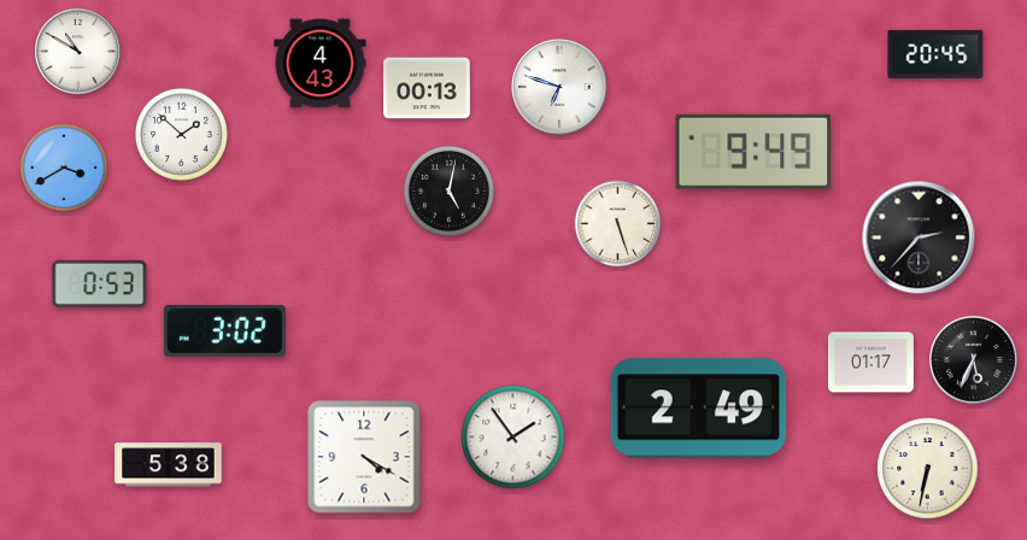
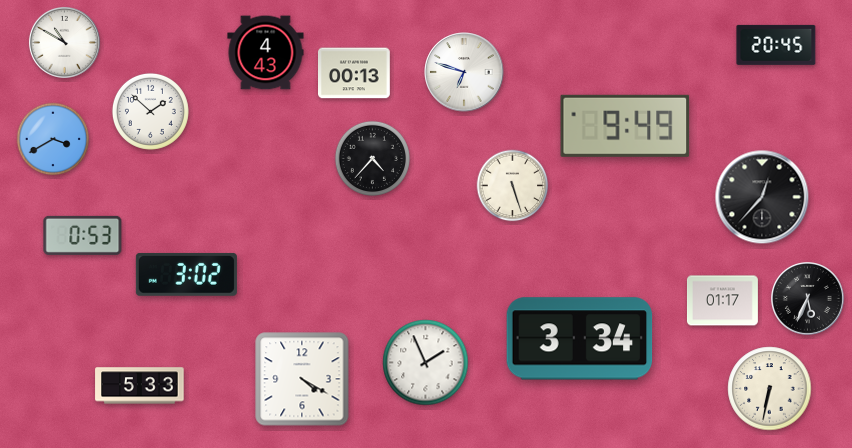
clock at (448, 190): 5:02 -> 4:37
clock at (919, 237): 2:37 -> 12:37
clock at (699, 409): 2:49 -> 3:34
clock at (513, 438): 1:54 -> 1:56
clock at (169, 465): 5:38 -> 5:33
